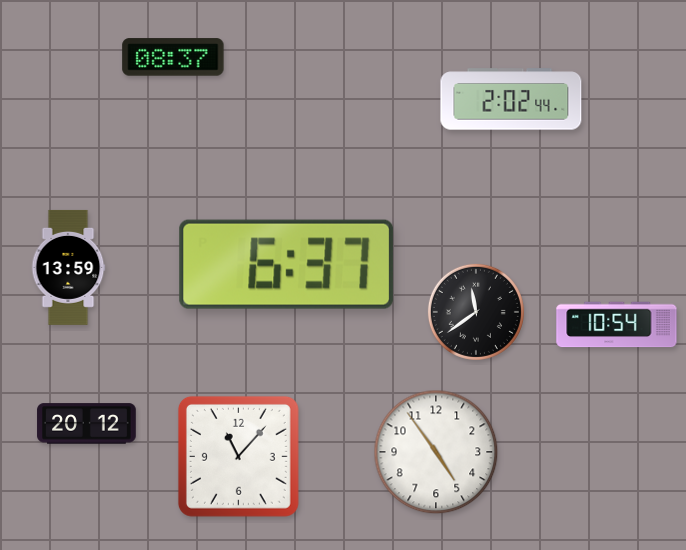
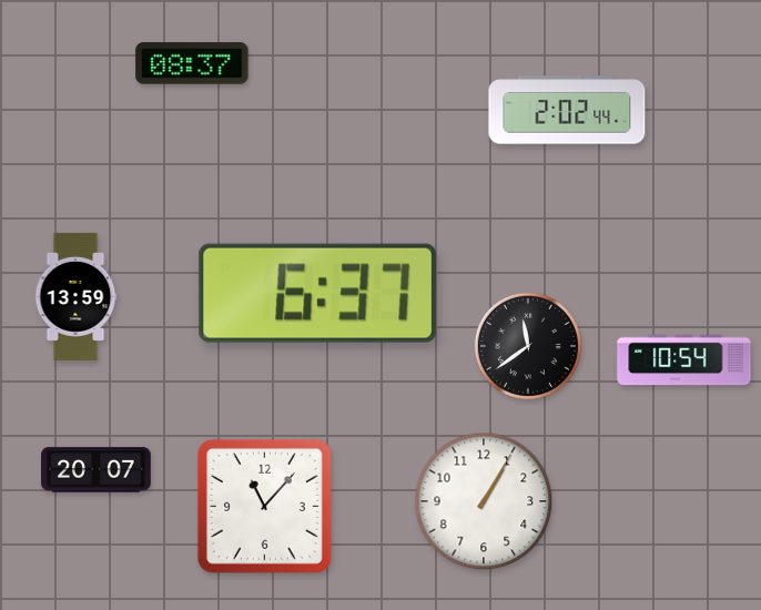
clock at (87, 424): 20:12 -> 20:07
clock at (436, 452): 4:54 -> 1:05
